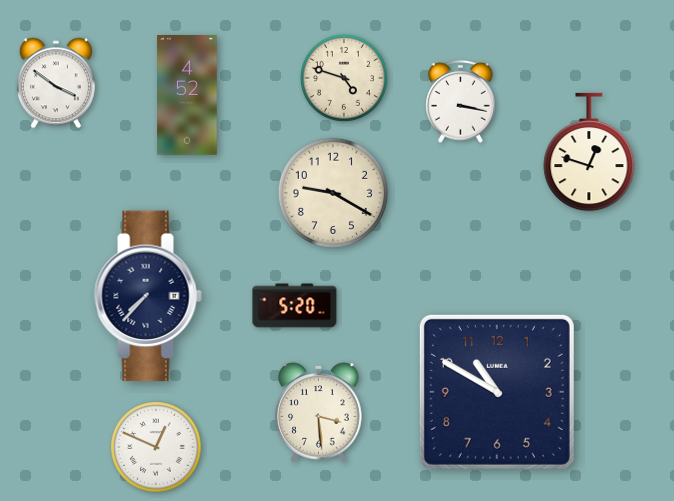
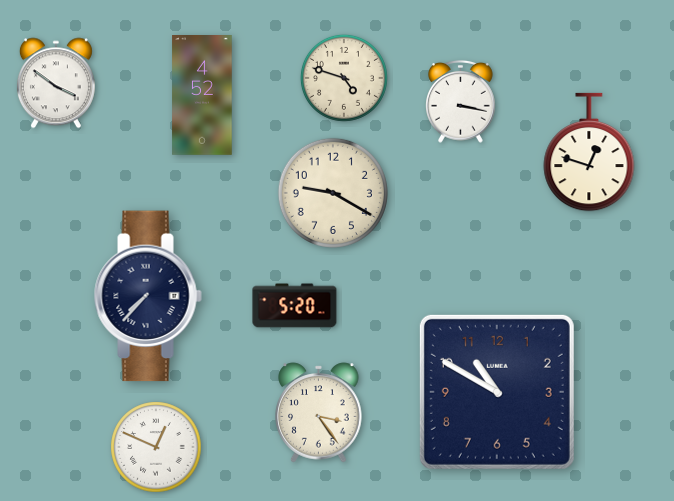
clock at (187, 96) position: (187, 96) -> (202, 96)
clock at (319, 413): 3:29 -> 3:24
